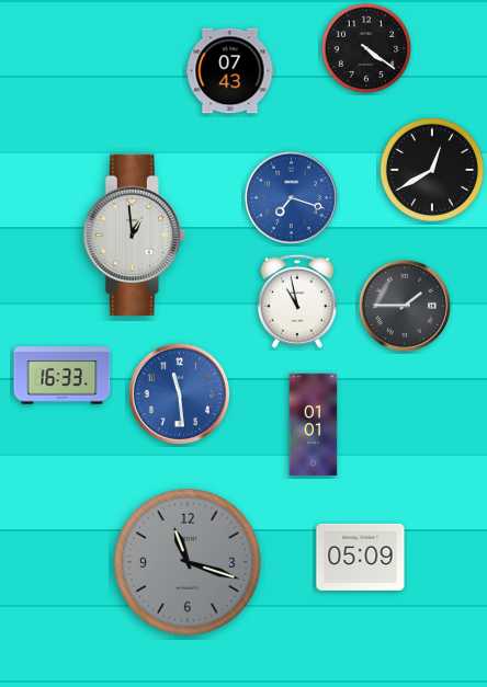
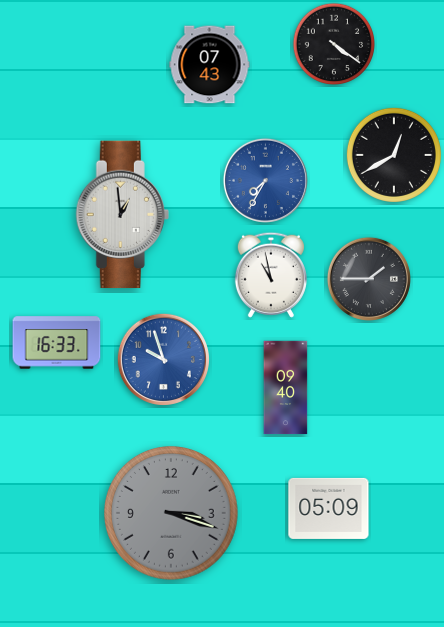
clock at (291, 197): 7:18 -> 7:35
clock at (179, 393): 11:29 -> 9:57
clock at (314, 425): 01:01 -> 09:40
clock at (189, 563): 11:18 -> 3:18
